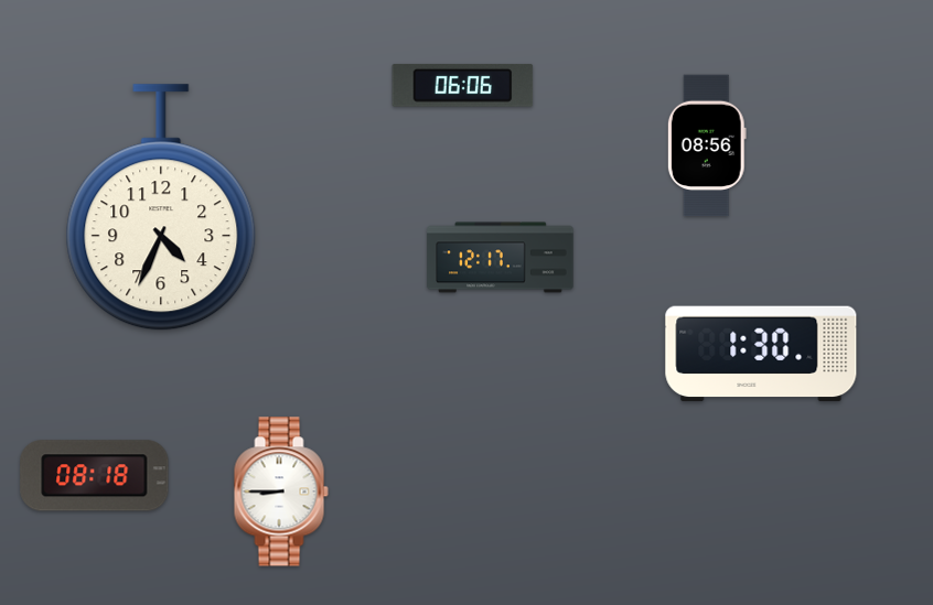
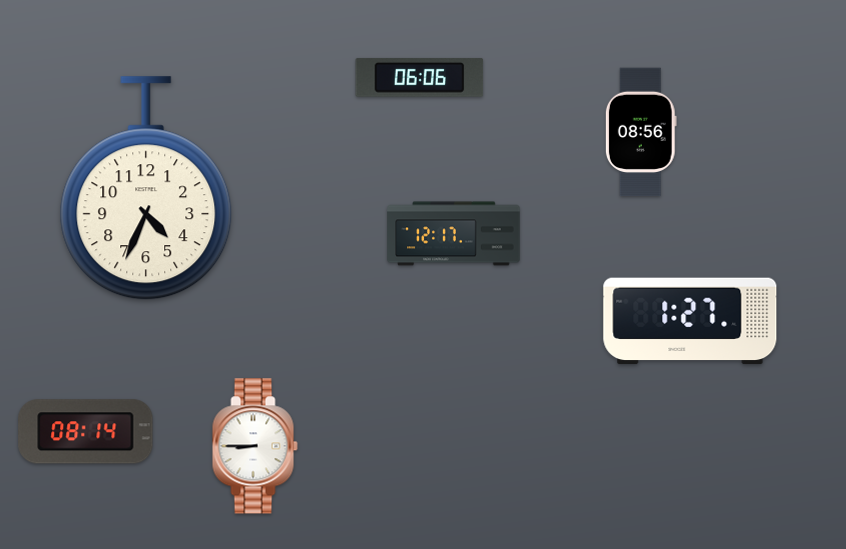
clock at (761, 354): 1:30 -> 1:27
clock at (95, 476): 08:18 -> 08:14
